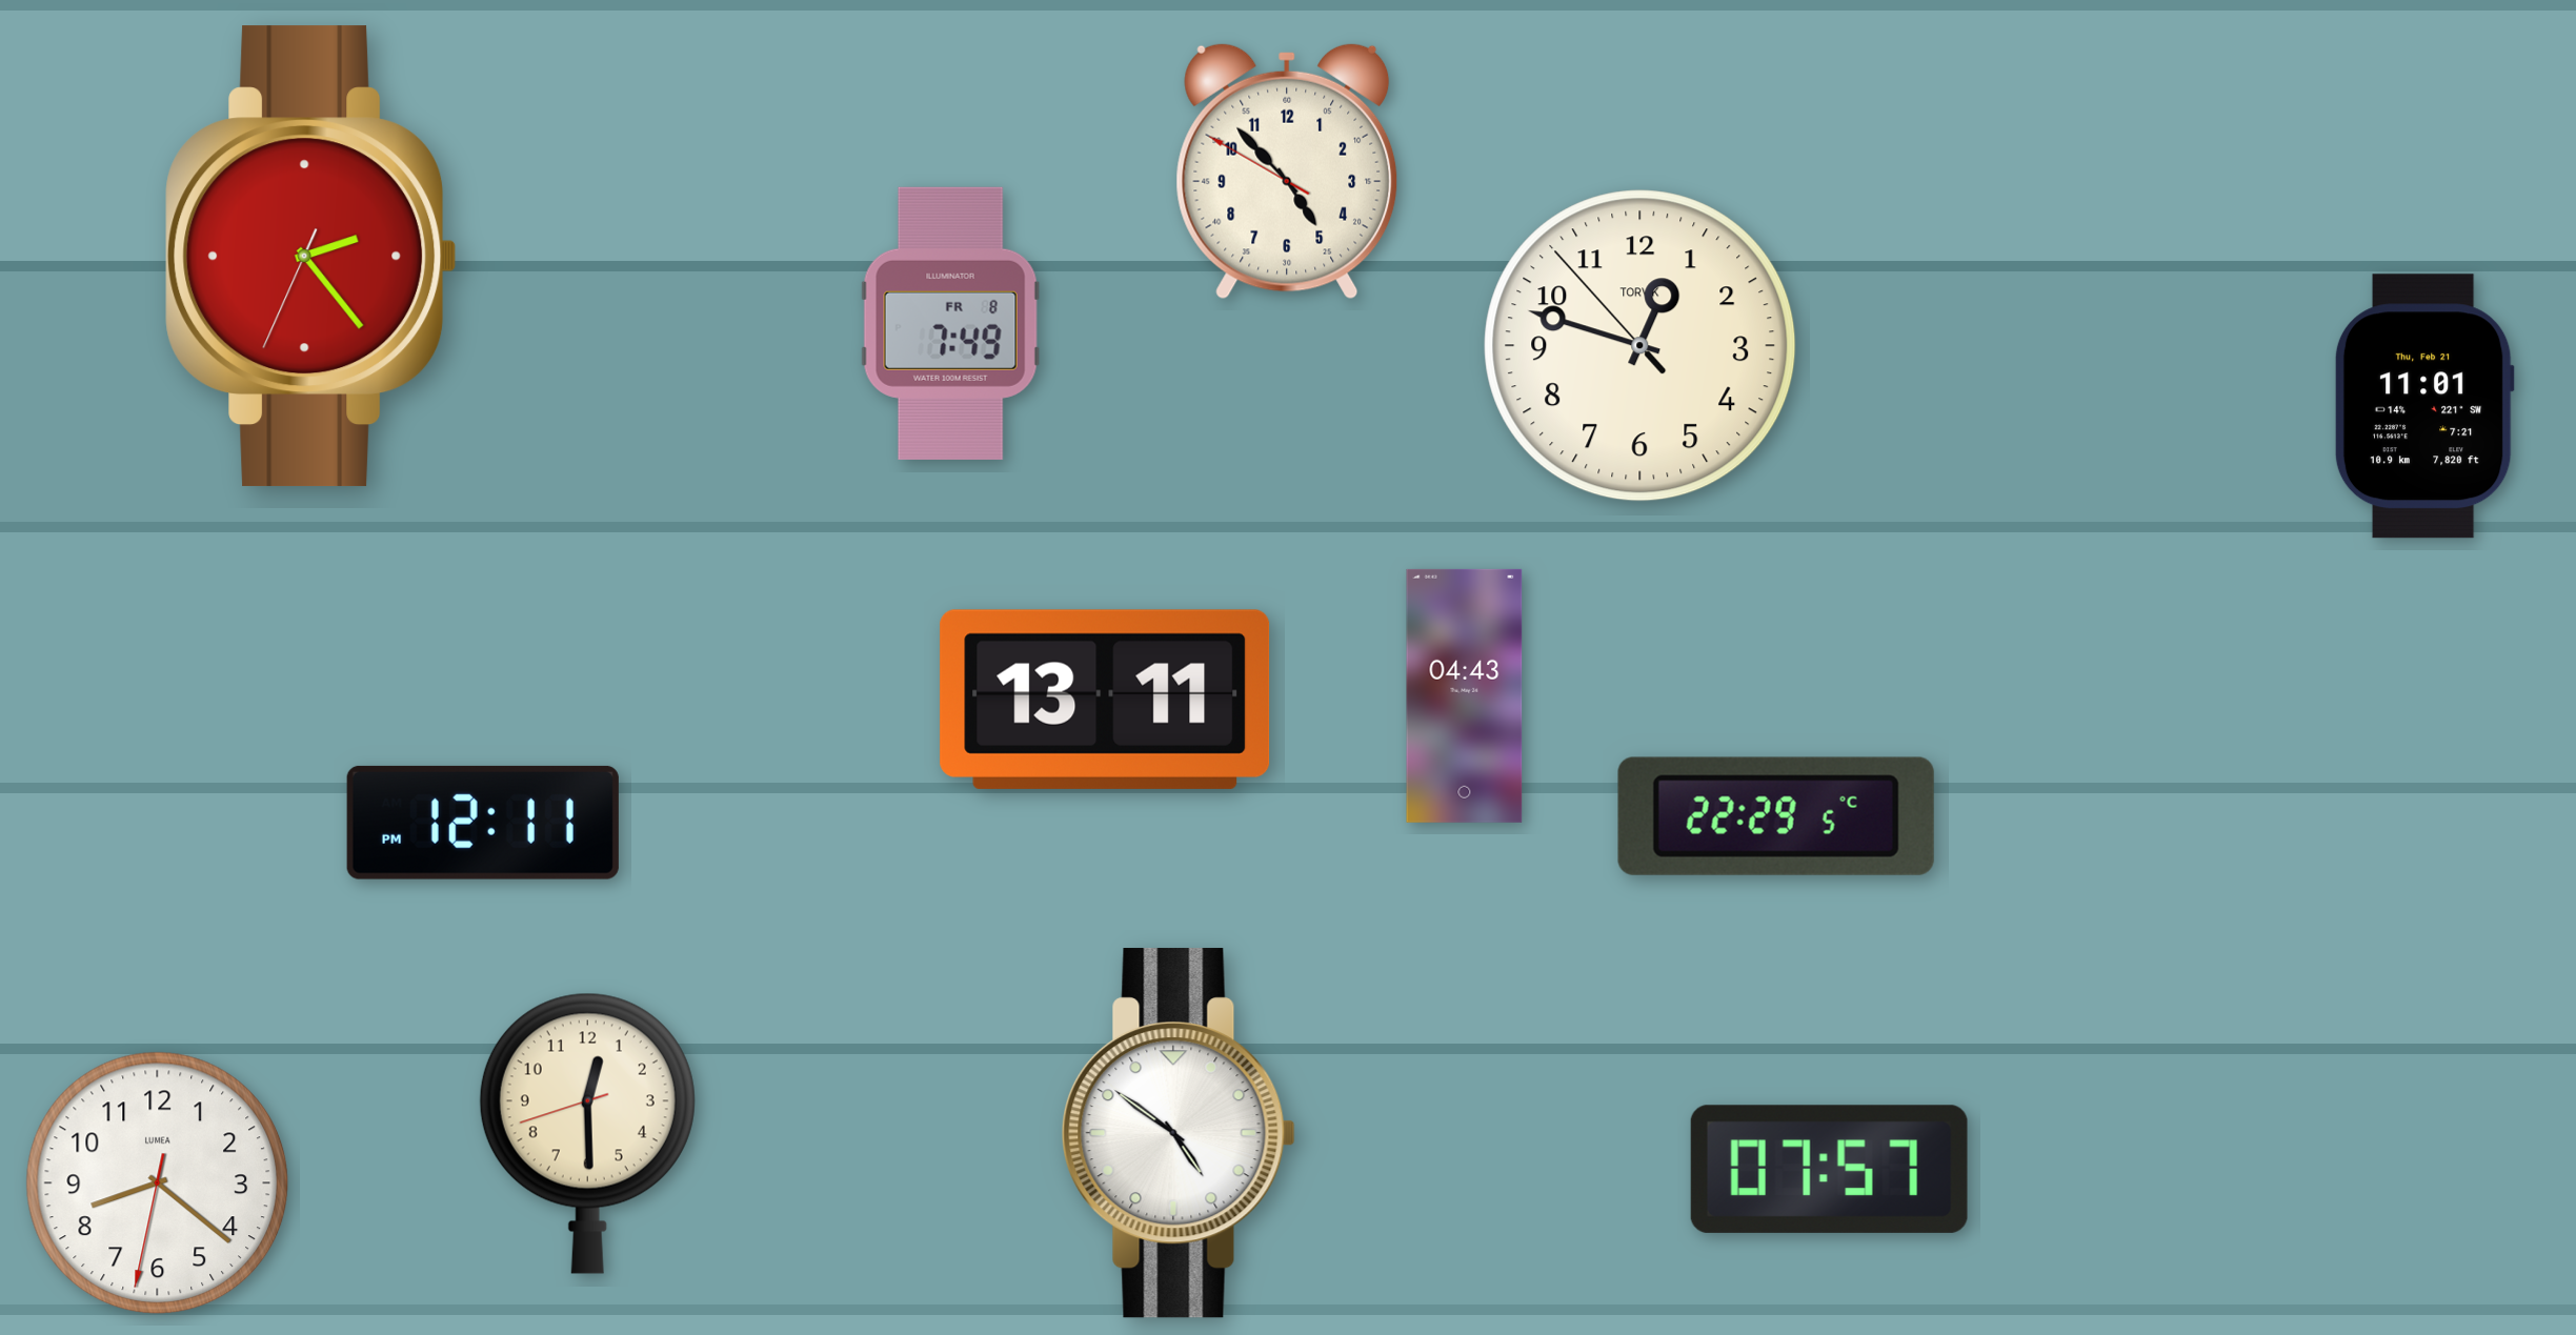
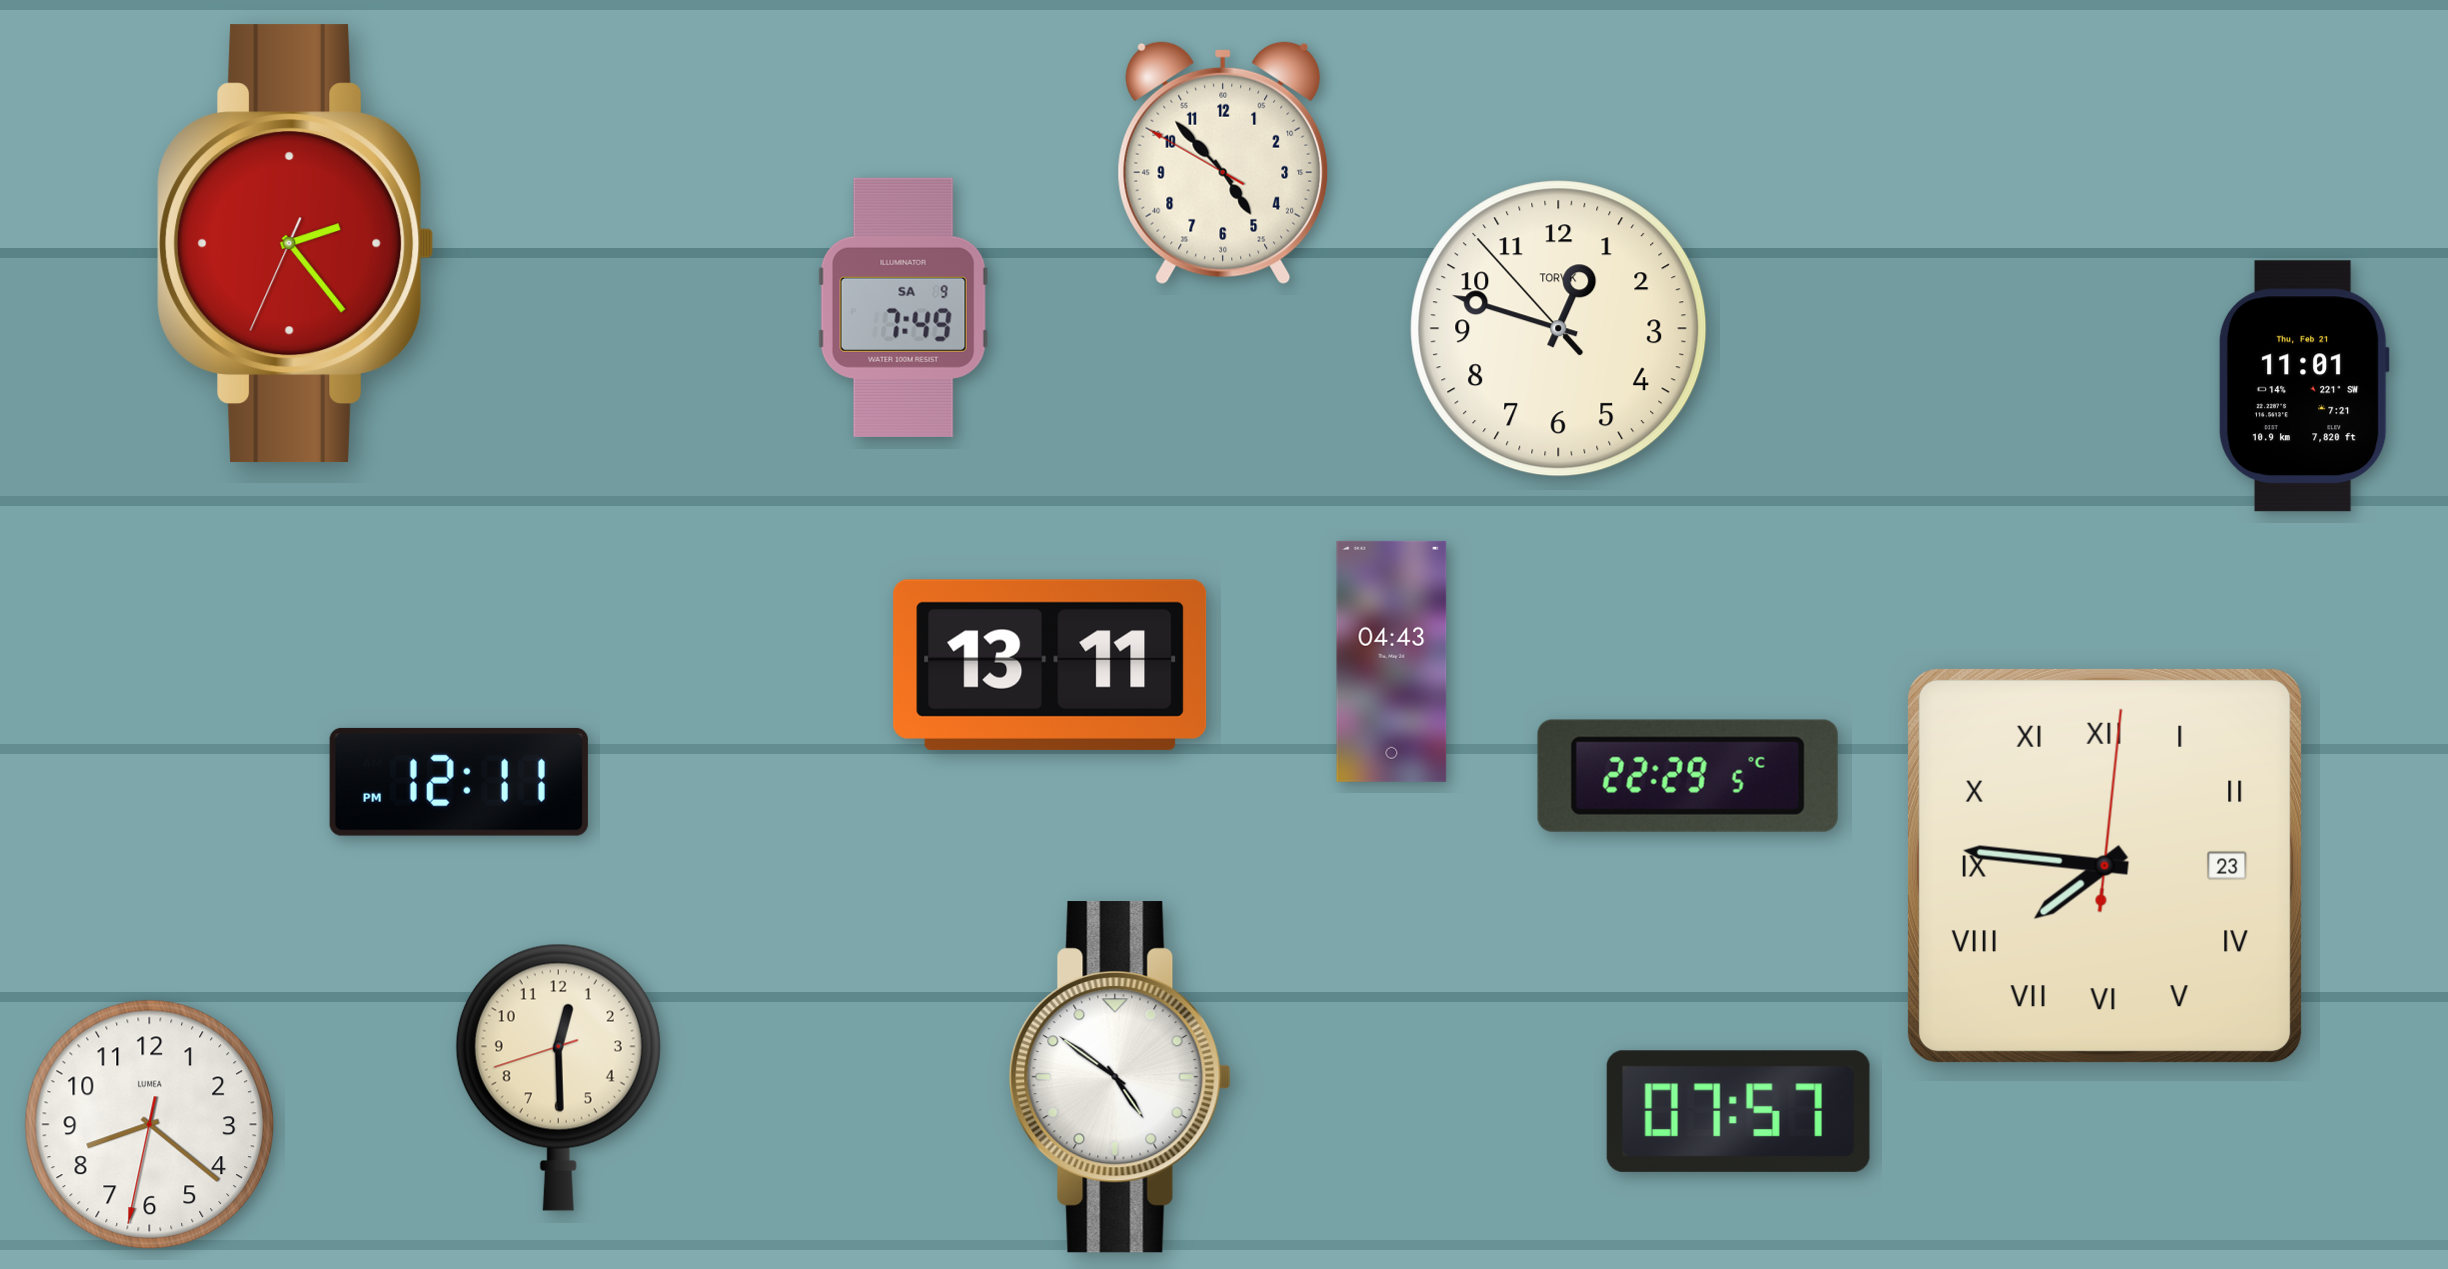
clock at (950, 323) date: FR 8 -> SA 9
clock at (2105, 866): none -> 7:46
